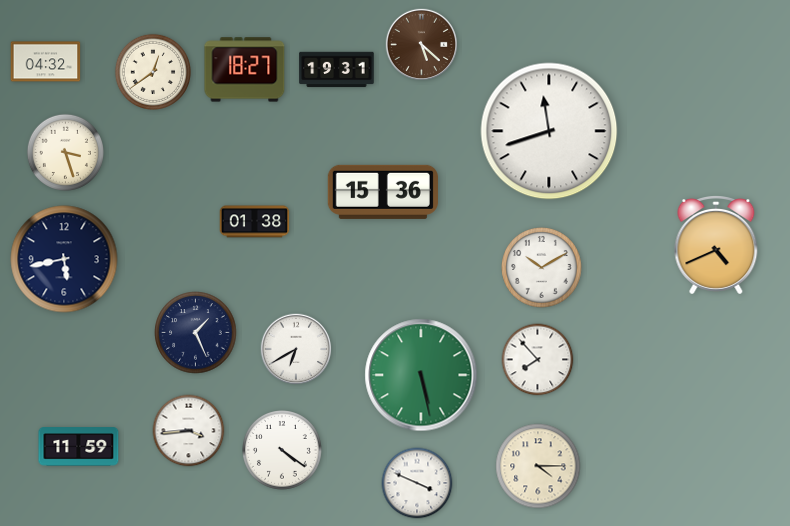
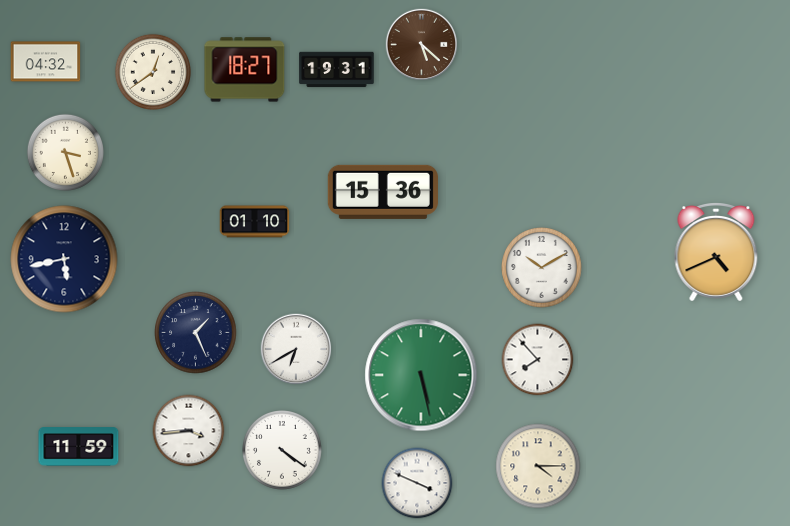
clock at (549, 131): 11:42 -> none
clock at (255, 222): 01:38 -> 01:10
clock at (716, 246) position: (716, 246) -> (716, 253)
